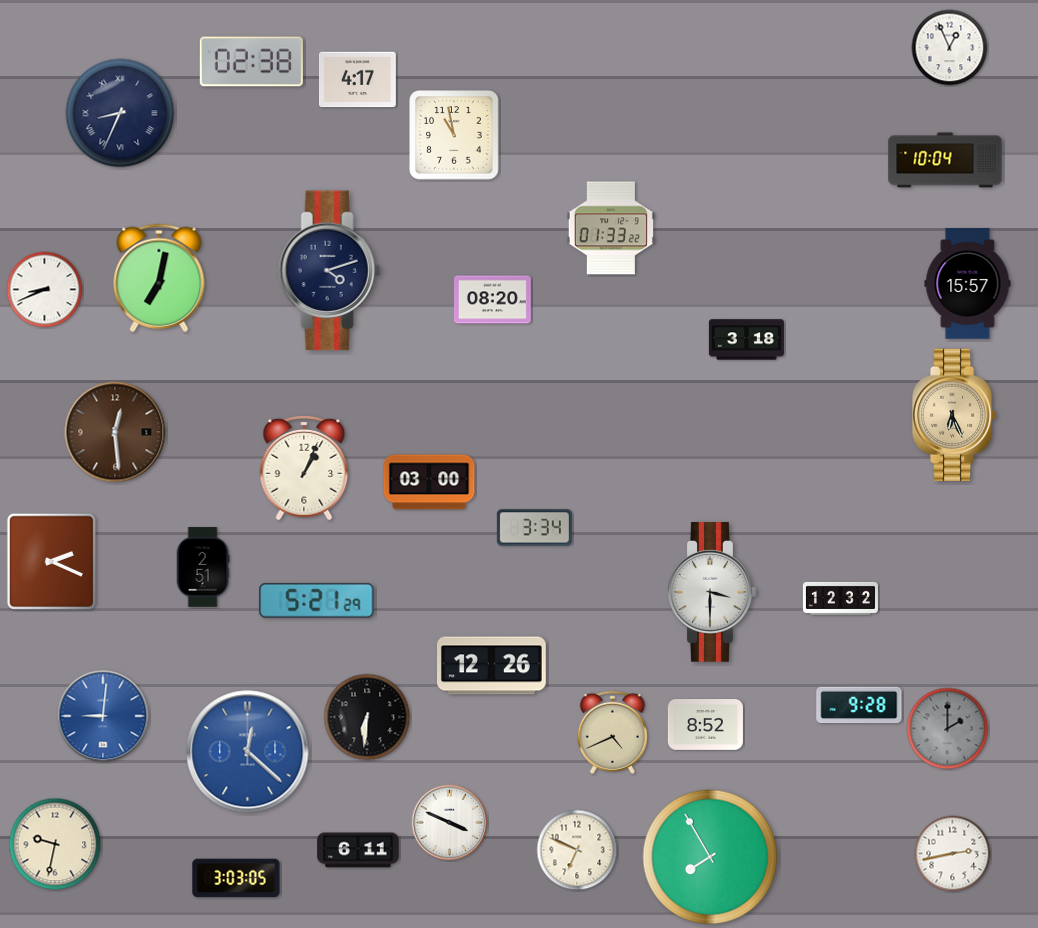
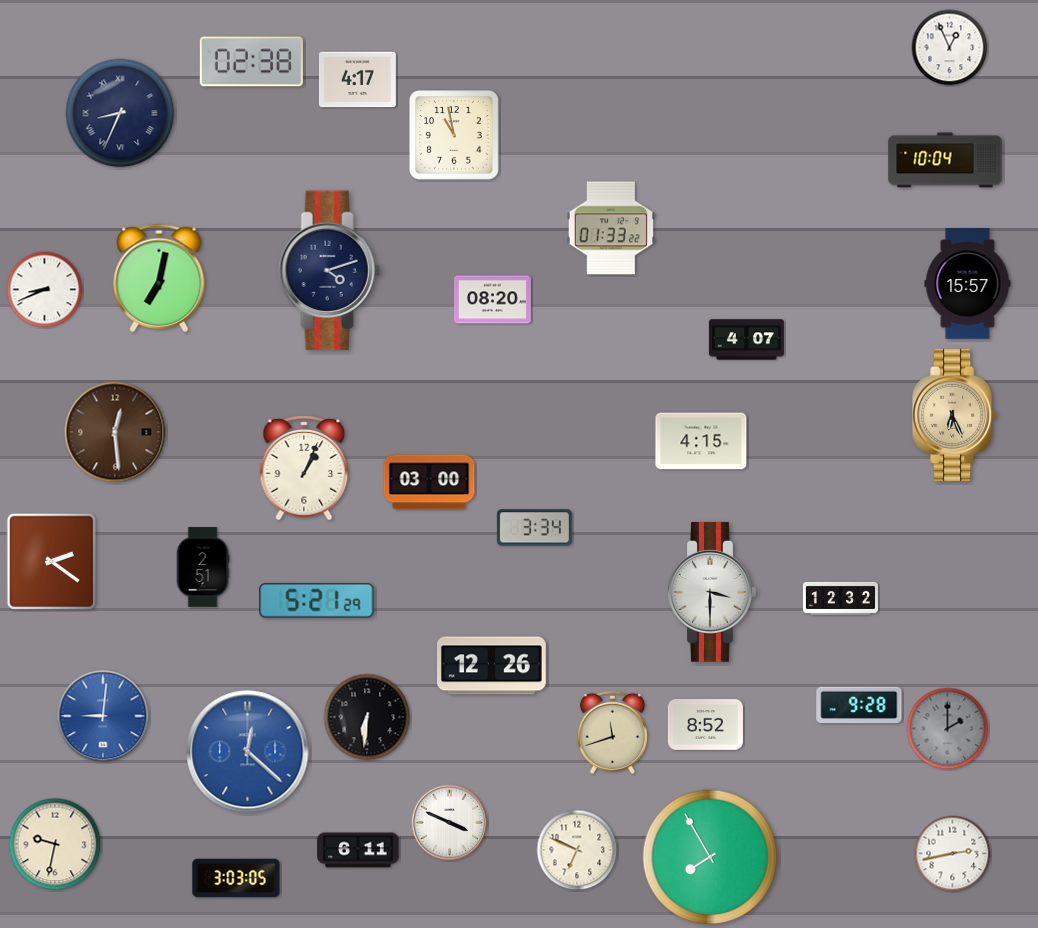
clock at (746, 340): 3:18 -> 4:07
clock at (701, 441): none -> 4:15
clock at (51, 561): 2:19 -> 2:21
clock at (612, 732): 4:41 -> 11:42
